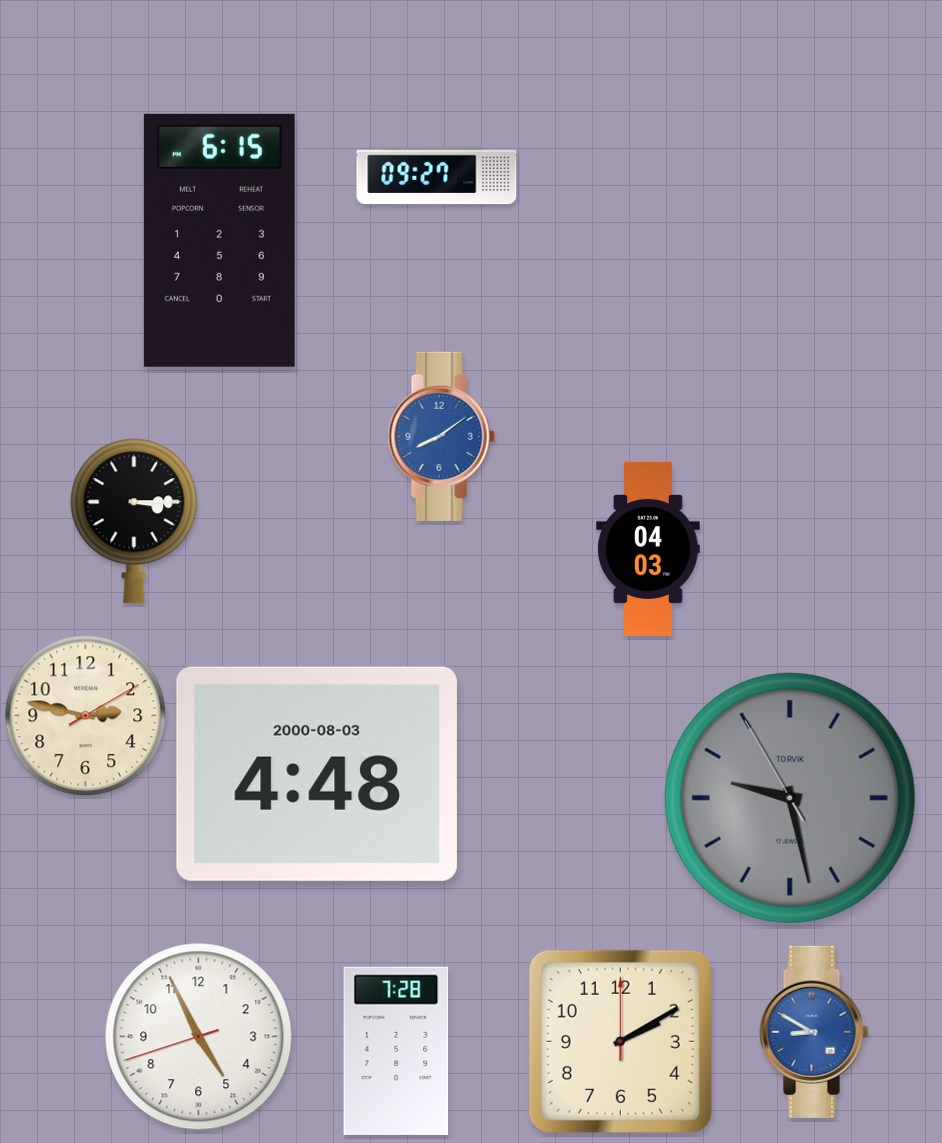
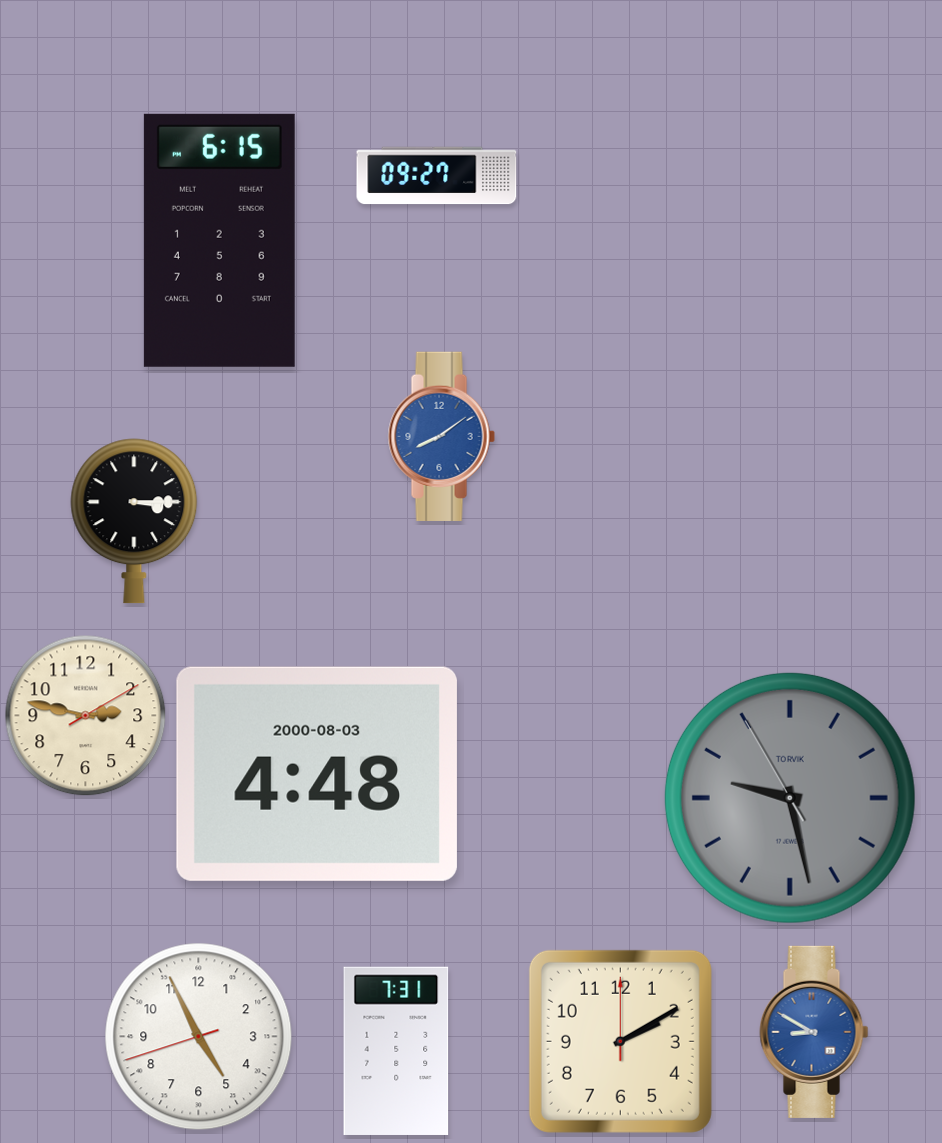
clock at (649, 549): 04:03 -> none
clock at (396, 1051): 7:28 -> 7:31
